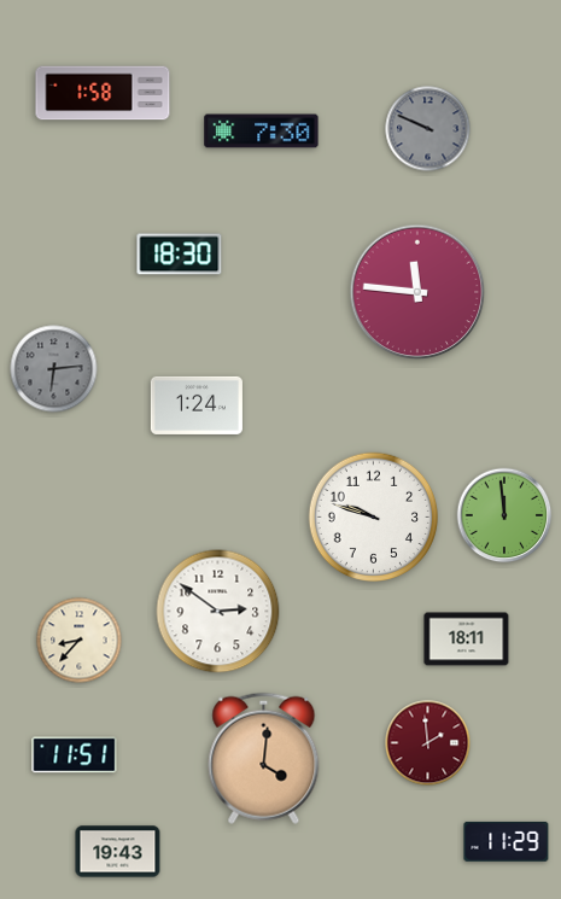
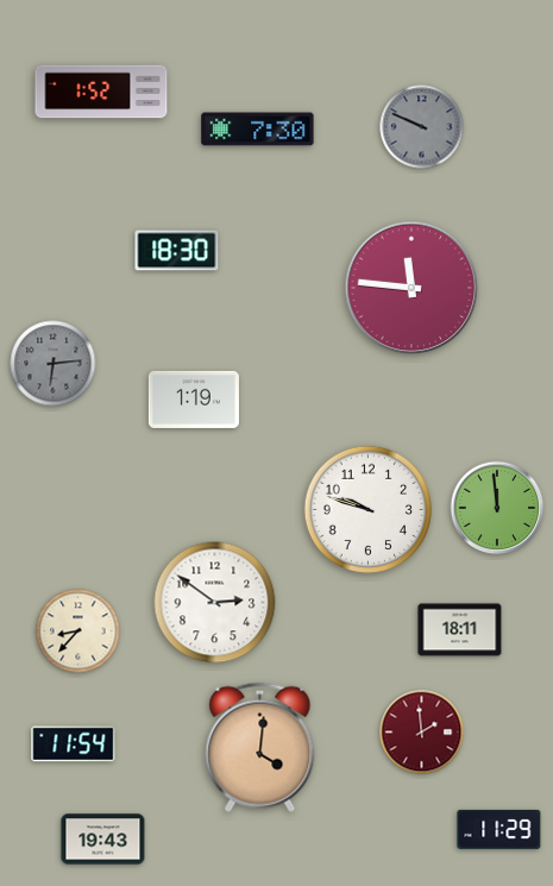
clock at (103, 93): 1:58 -> 1:52
clock at (197, 405): 1:24 -> 1:19
clock at (75, 755): 11:51 -> 11:54
clock at (118, 852) position: (118, 852) -> (103, 840)
